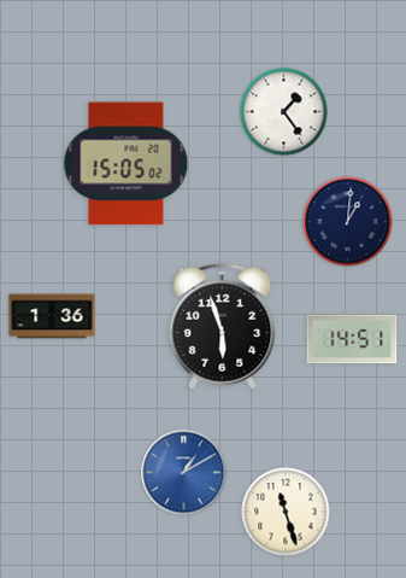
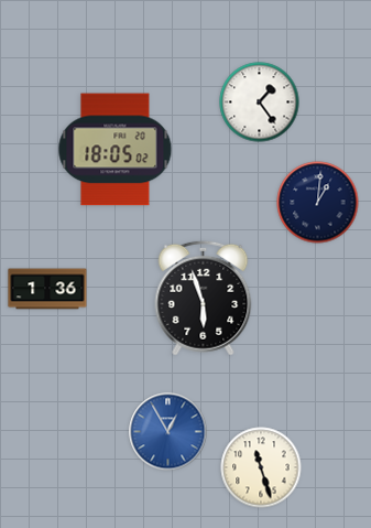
clock at (126, 164): 15:05 -> 18:05
clock at (352, 339): 14:51 -> none
clock at (184, 473): 1:10 -> 12:55
